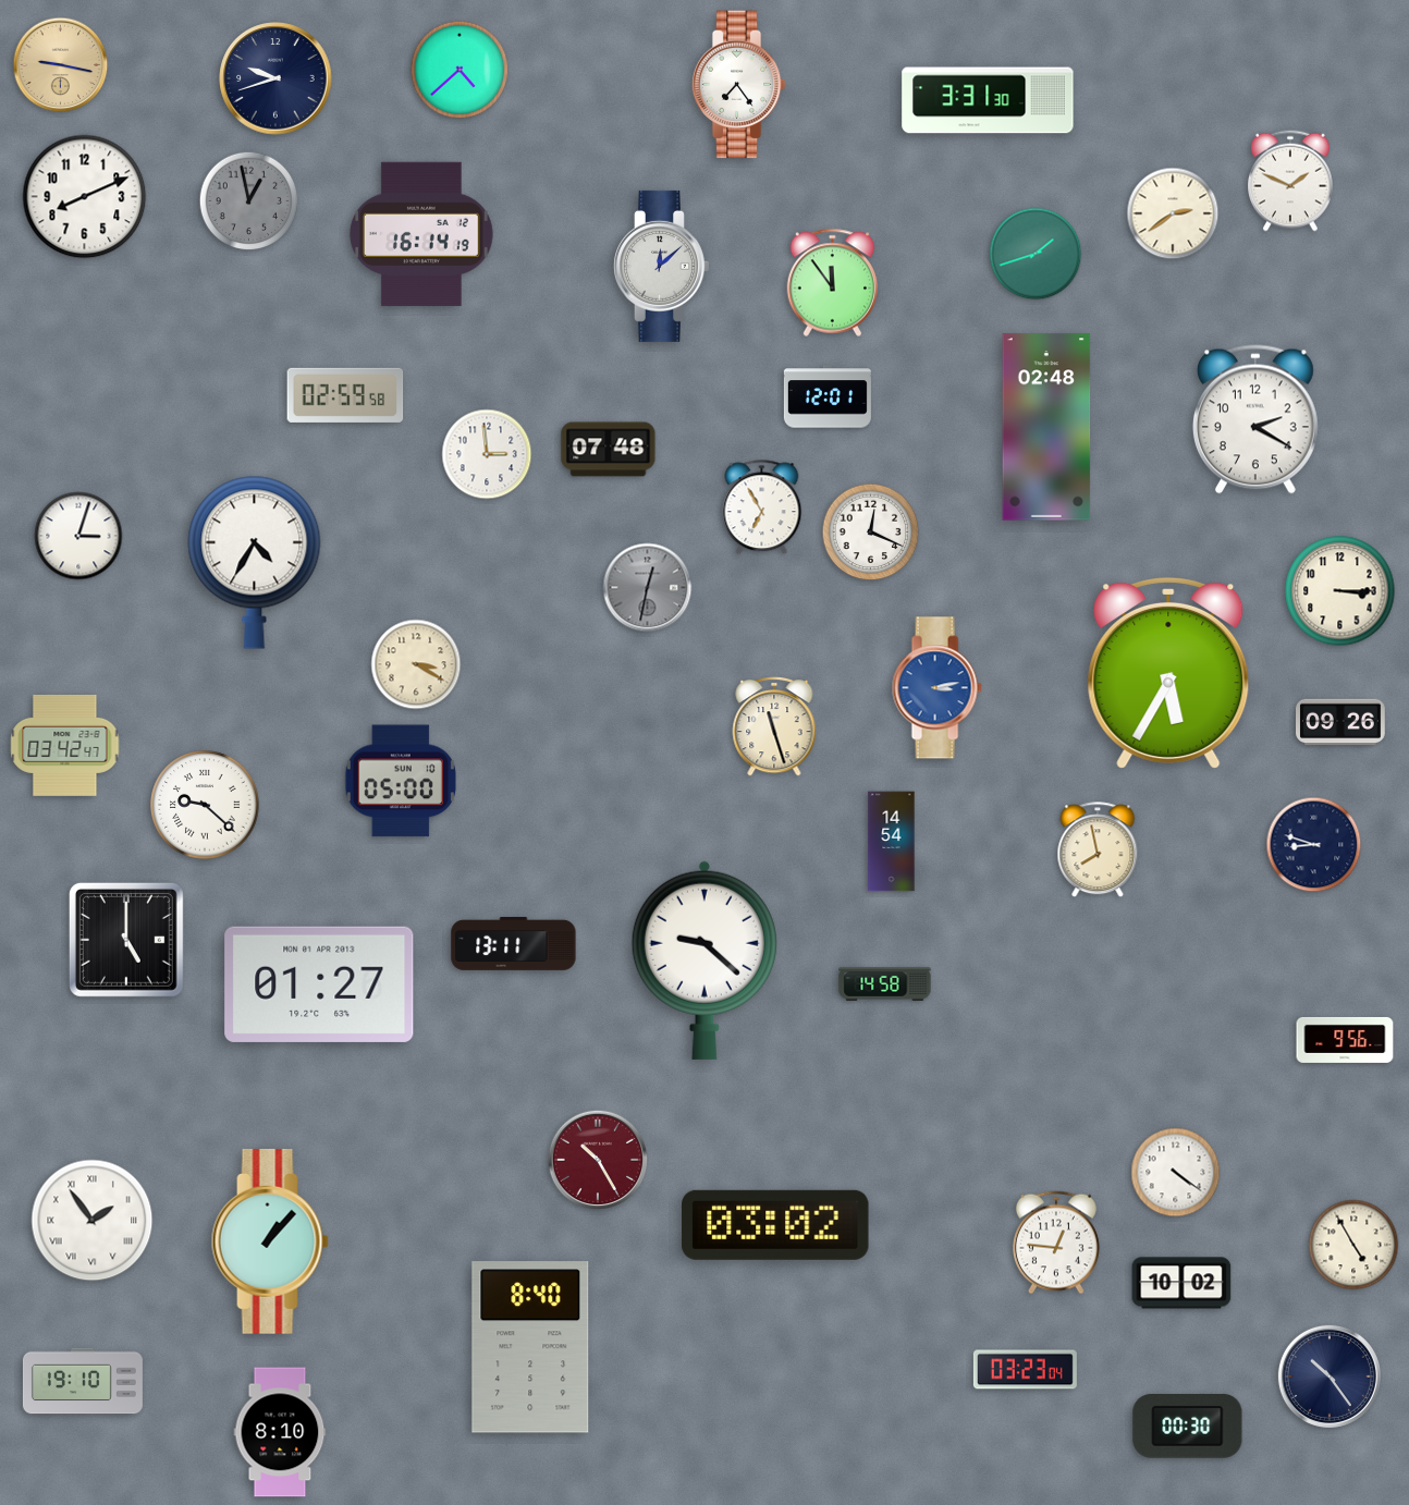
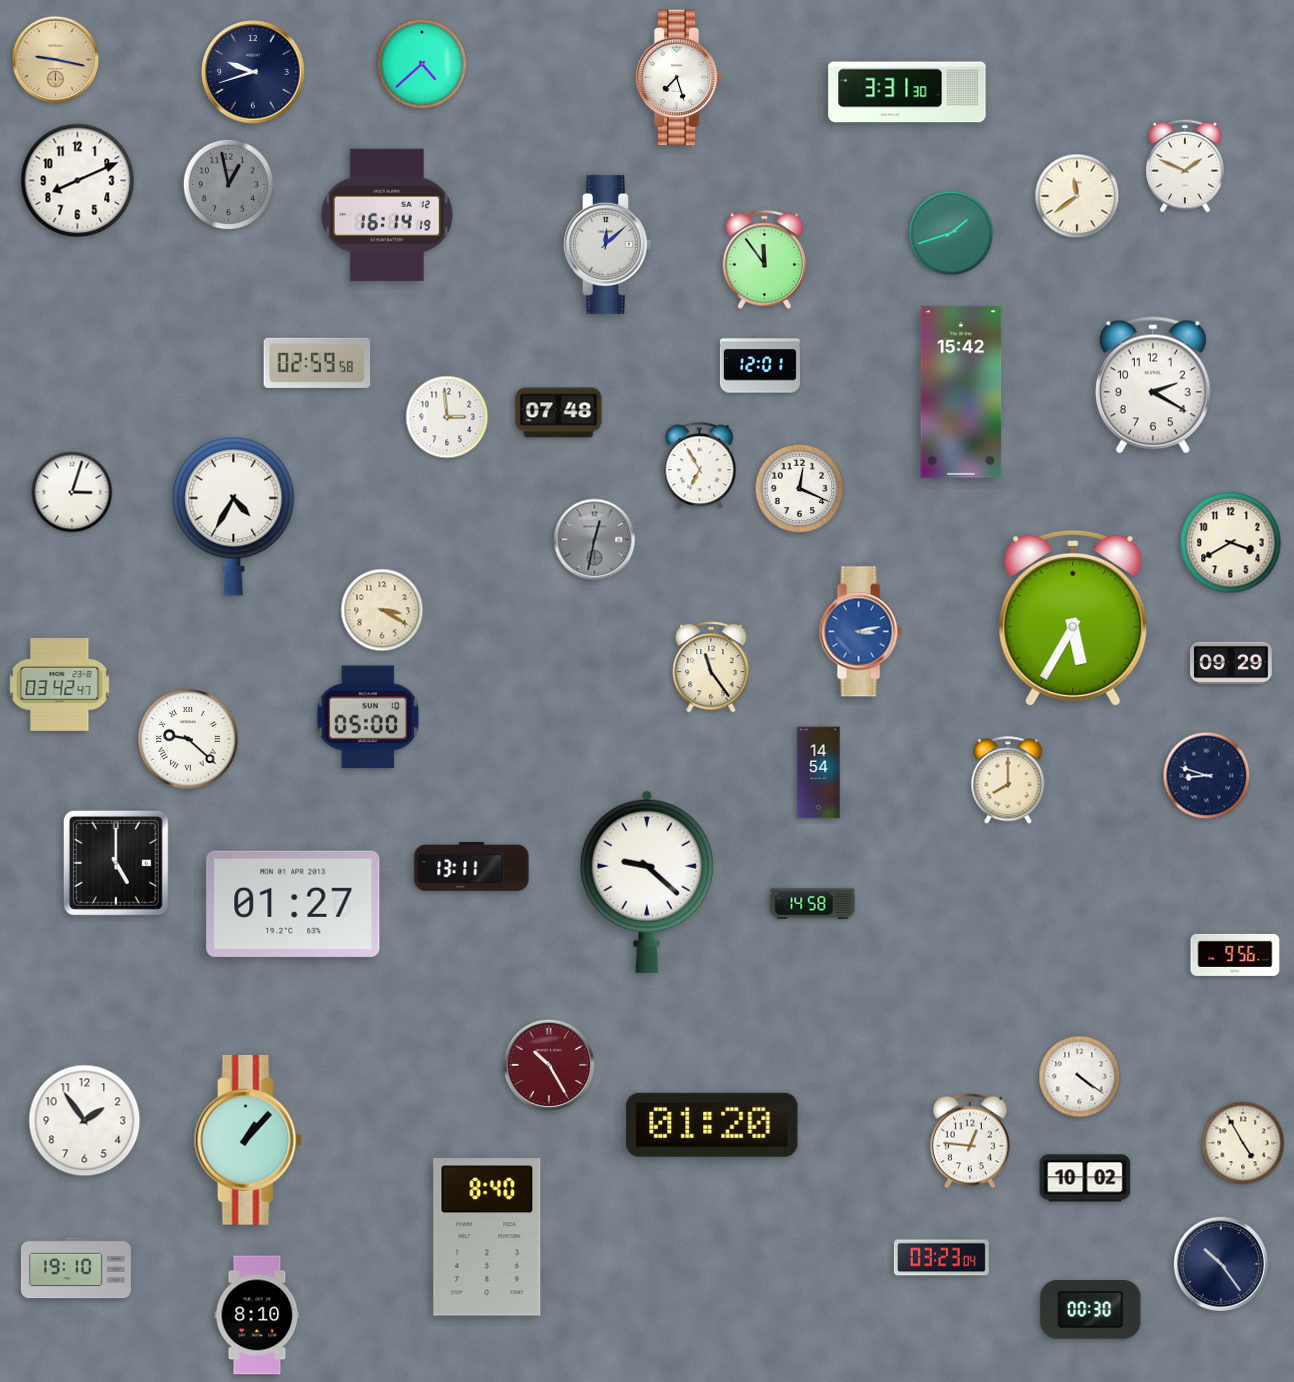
clock at (738, 85): 7:24 -> 7:27
clock at (1173, 213): 2:39 -> 11:39
clock at (1046, 427): 02:48 -> 15:42
clock at (1340, 591): 3:15 -> 3:40
clock at (1341, 722): 09:26 -> 09:29
clock at (774, 727): 11:27 -> 11:24
clock at (1098, 851): 7:58 -> 8:00
clock at (93, 1221) numerals: Roman -> Arabic
clock at (776, 1225): 03:02 -> 01:20
